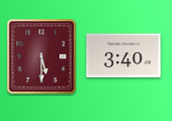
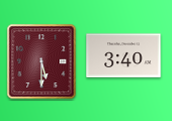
clock at (42, 57) position: (42, 57) -> (42, 62)
